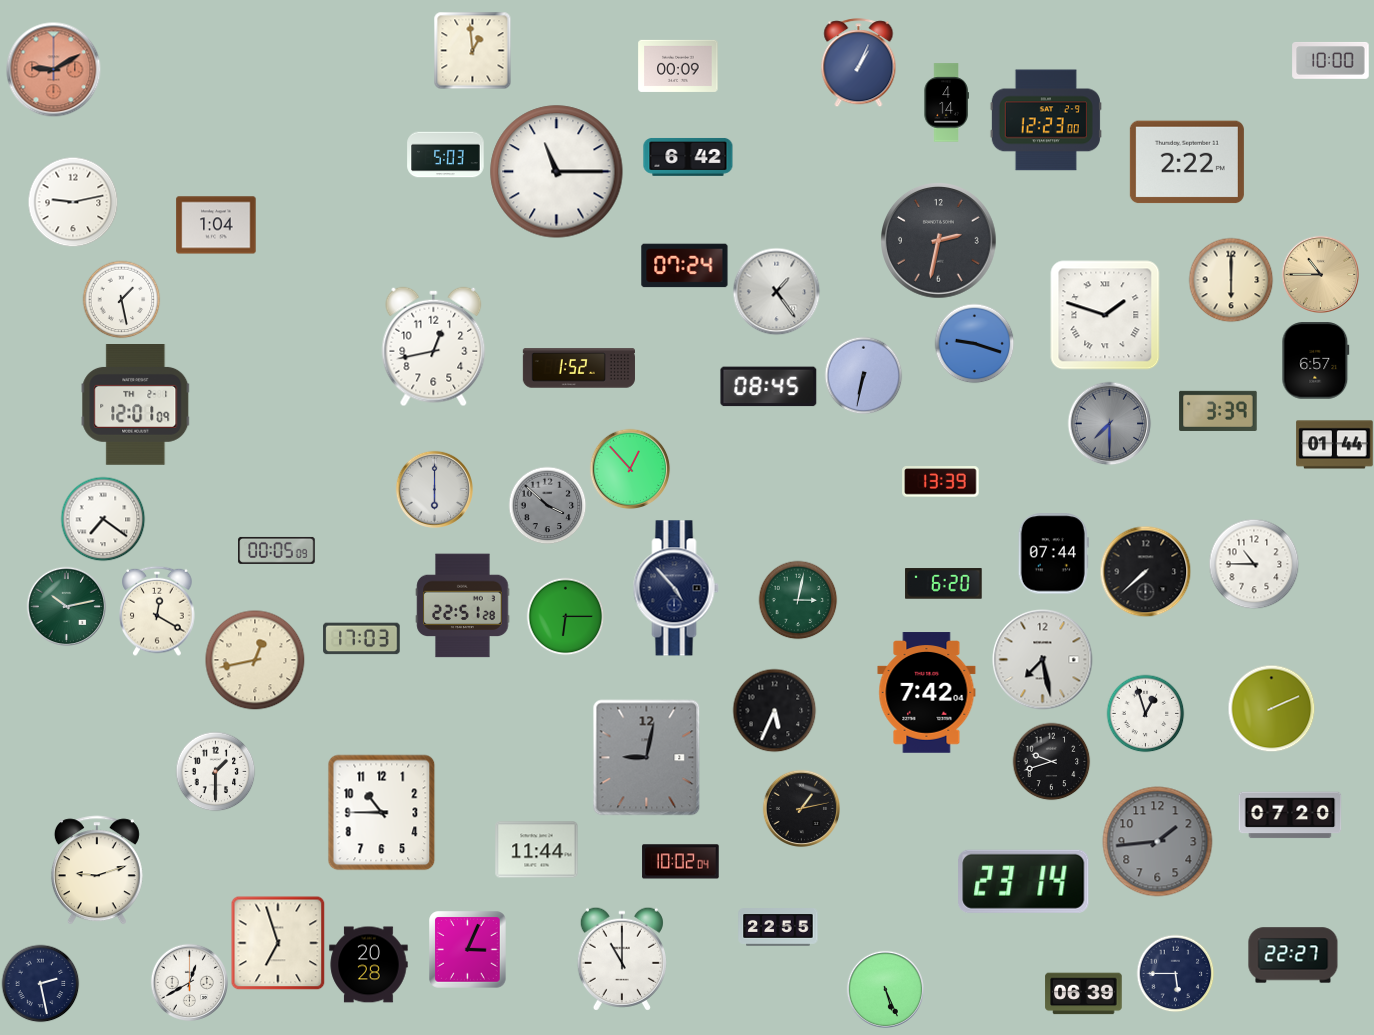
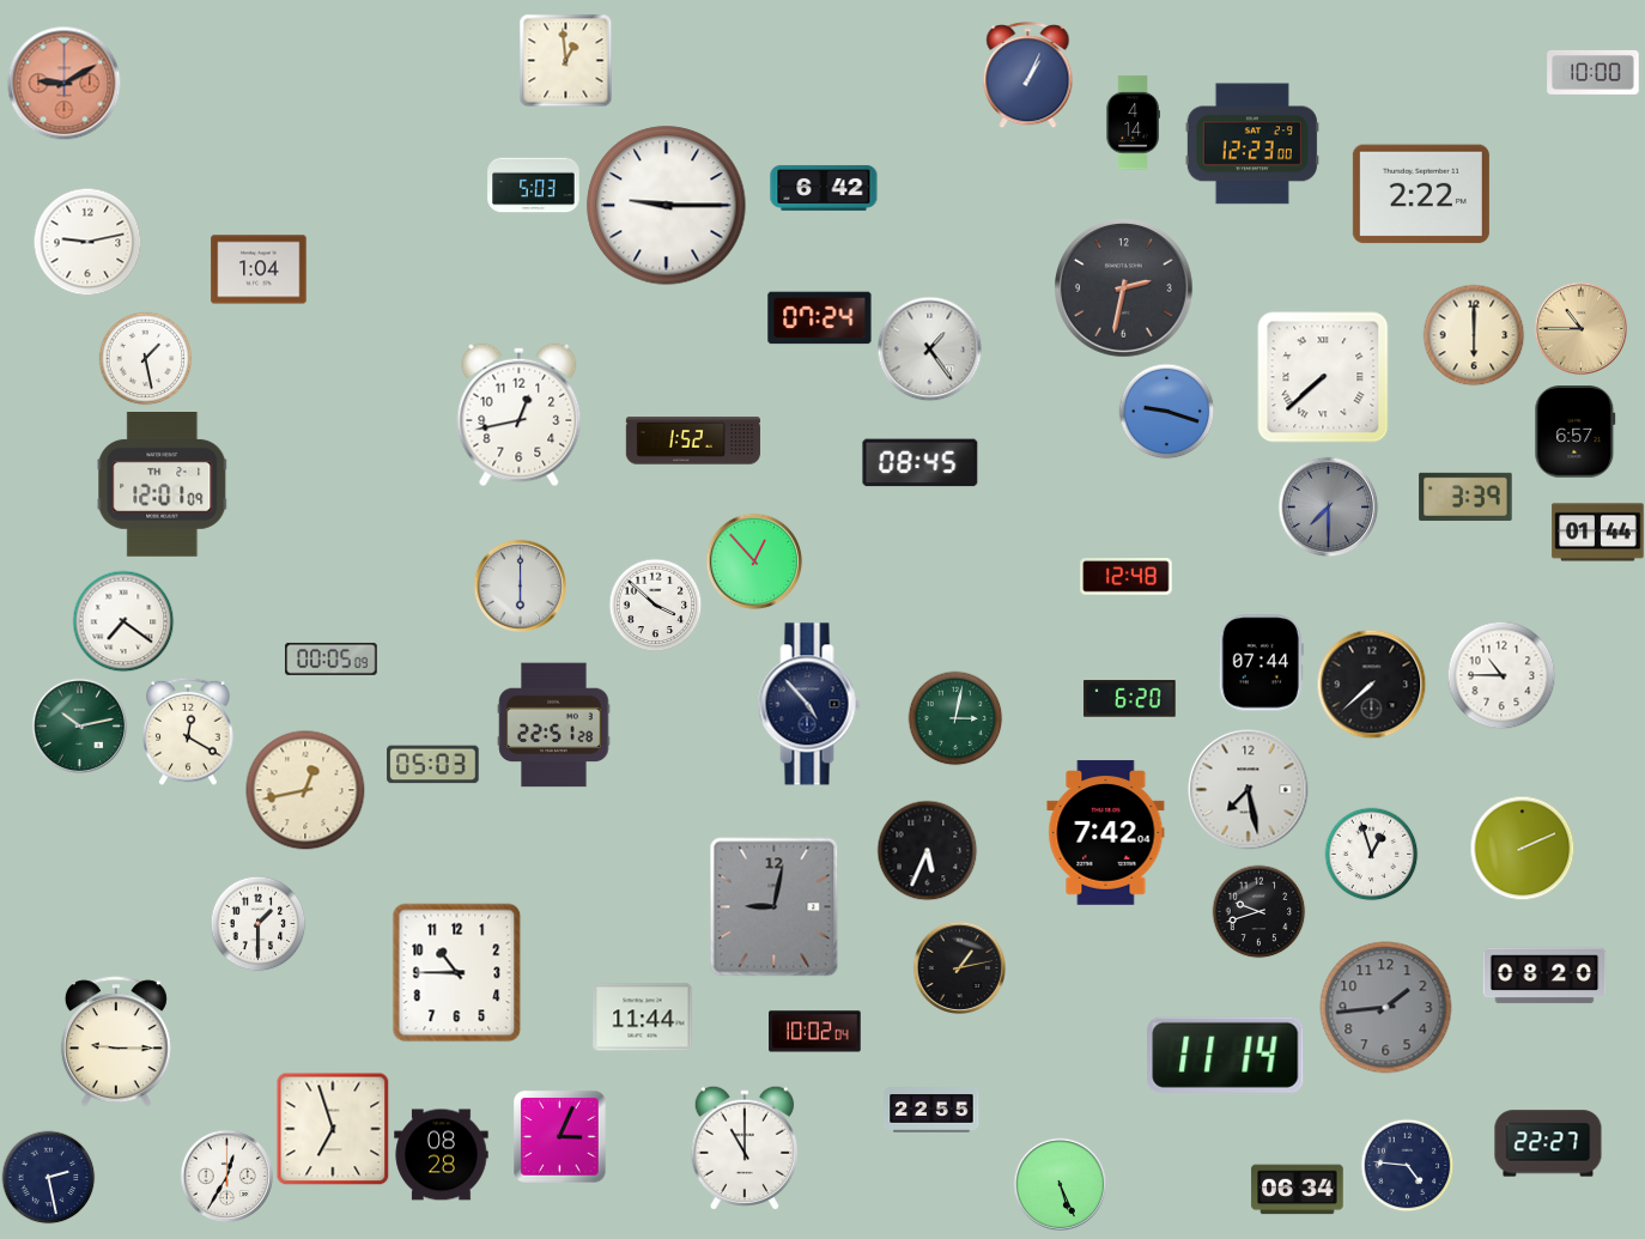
clock at (678, 66): 00:09 -> none
clock at (557, 172): 11:15 -> 9:15
clock at (1105, 315): 1:48 -> 7:38
clock at (863, 375): 6:32 -> none
clock at (1218, 411) position: (1218, 411) -> (1465, 497)
clock at (941, 482): 13:39 -> 12:48
clock at (547, 505) dial: grey -> white
clock at (565, 616): 6:15 -> none
clock at (362, 639): 17:03 -> 05:03
clock at (927, 693) position: (927, 693) -> (1106, 833)
clock at (1290, 815): 07:20 -> 08:20
clock at (97, 870): 9:12 -> 9:15
clock at (1024, 881): 23:14 -> 11:14
clock at (369, 965): 20:28 -> 08:28
clock at (1175, 973): 5:45 -> 4:46
clock at (189, 982): 12:40 -> 12:35
clock at (1084, 994): 06:39 -> 06:34
